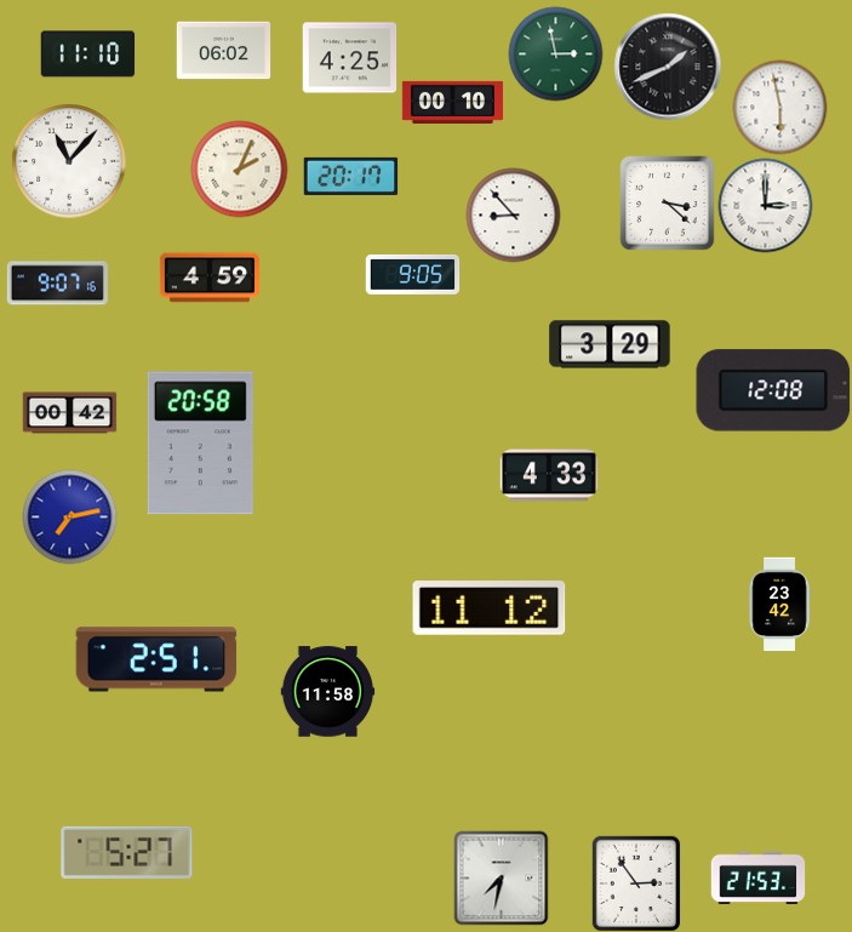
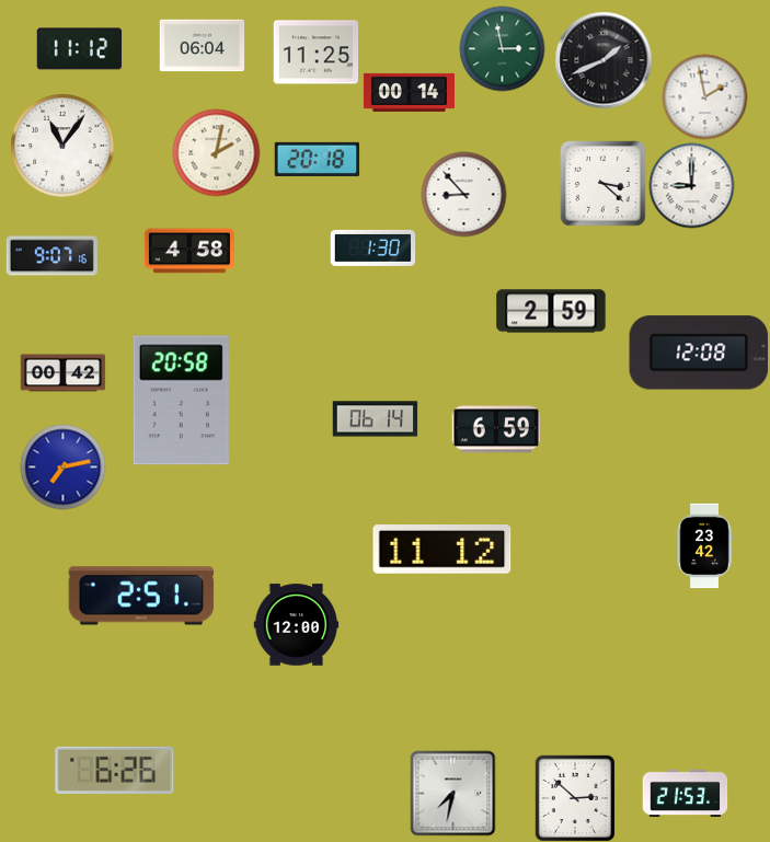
clock at (223, 51): 06:02 -> 06:04
clock at (87, 55): 11:10 -> 11:12
clock at (349, 58): 4:25 -> 11:25
clock at (452, 102): 00:10 -> 00:14
clock at (779, 107): 5:58 -> 1:58
clock at (69, 161): 11:07 -> 11:06
clock at (239, 168): 2:04 -> 2:02
clock at (350, 176): 20:17 -> 20:18
clock at (765, 205): 3:00 -> 9:00
clock at (412, 274): 9:05 -> 1:30
clock at (210, 278): 4:59 -> 4:58
clock at (610, 344): 3:29 -> 2:59
clock at (375, 419): none -> 06:14
clock at (548, 475): 4:33 -> 6:59
clock at (327, 692): 11:58 -> 12:00
clock at (127, 852): 5:27 -> 6:26
clock at (636, 884): 2:54 -> 2:52
